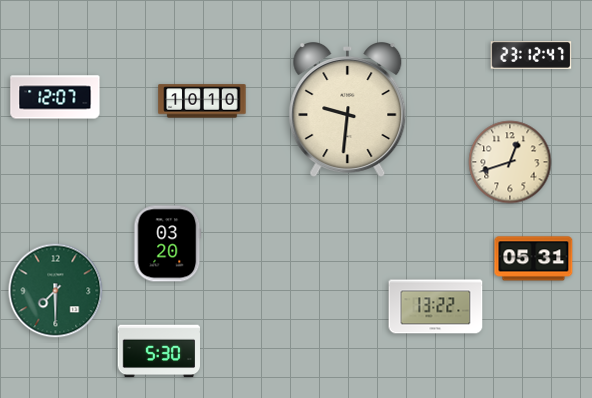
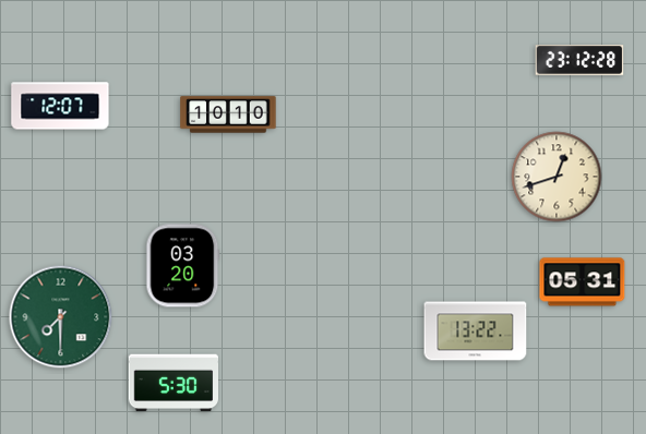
clock at (531, 55): 23:12:47 -> 23:12:28
clock at (202, 101) position: (202, 101) -> (228, 114)
clock at (348, 110): 9:31 -> none
clock at (436, 307) position: (436, 307) -> (476, 331)
